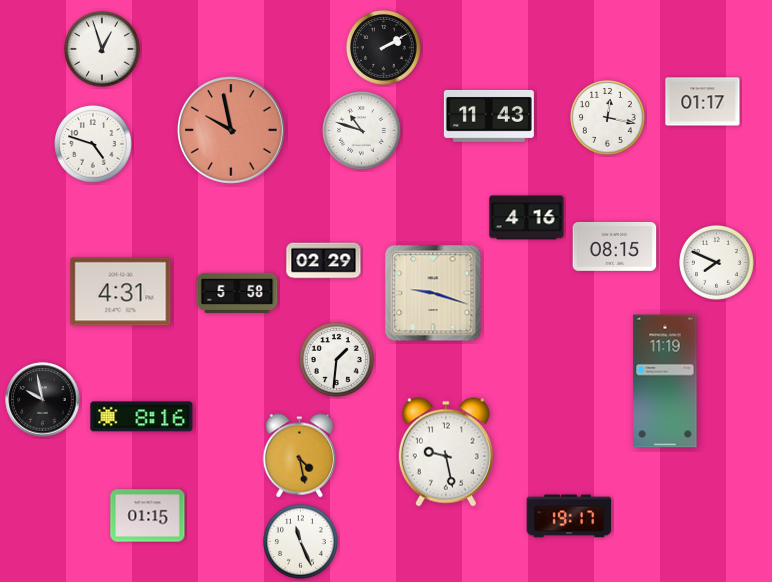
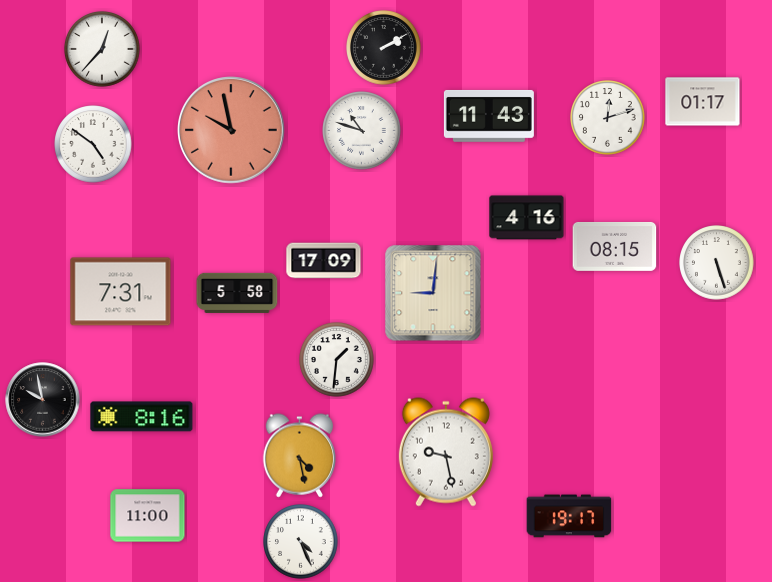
clock at (103, 50): 12:57 -> 12:37
clock at (608, 118): 12:17 -> 12:12
clock at (93, 144): 4:48 -> 4:51
clock at (324, 261): 02:29 -> 17:09
clock at (717, 263): 7:49 -> 5:27
clock at (121, 292): 4:31 -> 7:31
clock at (433, 293): 9:18 -> 9:01
clock at (665, 381): 11:19 -> none
clock at (148, 516): 01:15 -> 11:00
clock at (301, 542): 11:26 -> 4:26
